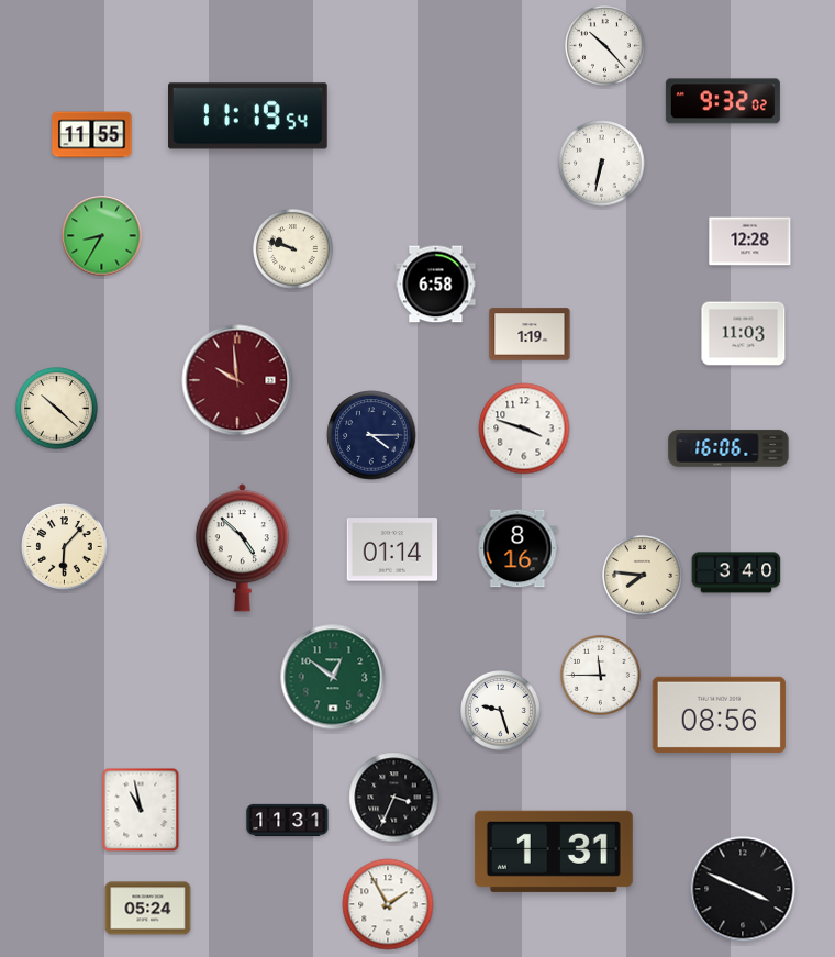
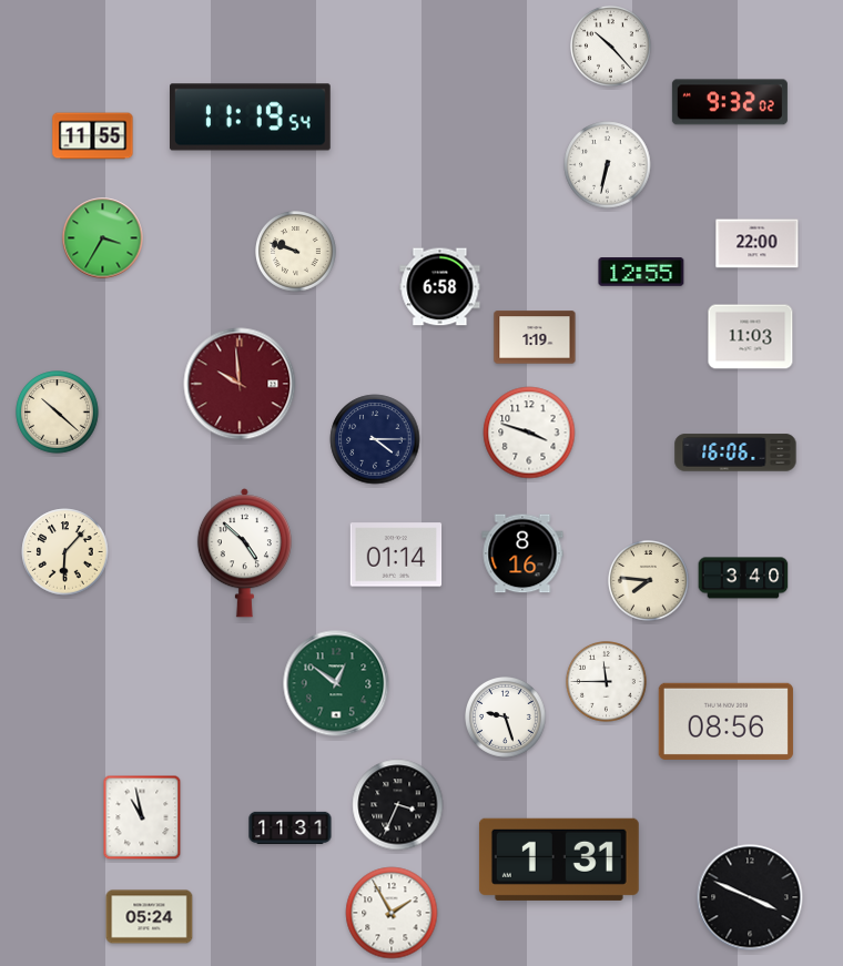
clock at (102, 236): 8:35 -> 3:35
clock at (750, 242): 12:28 -> 22:00
clock at (641, 273): none -> 12:55
